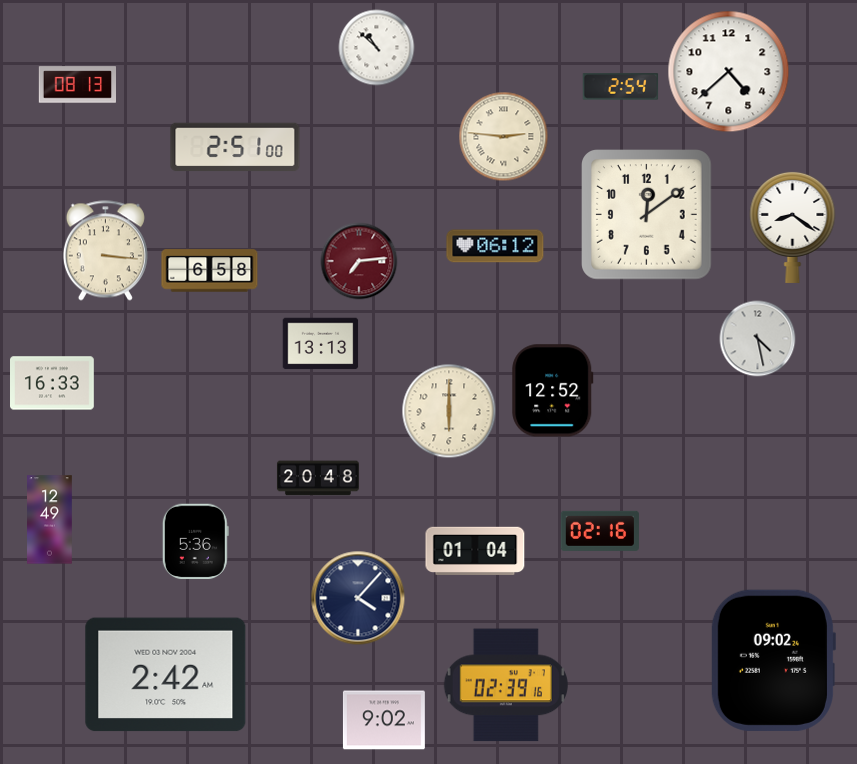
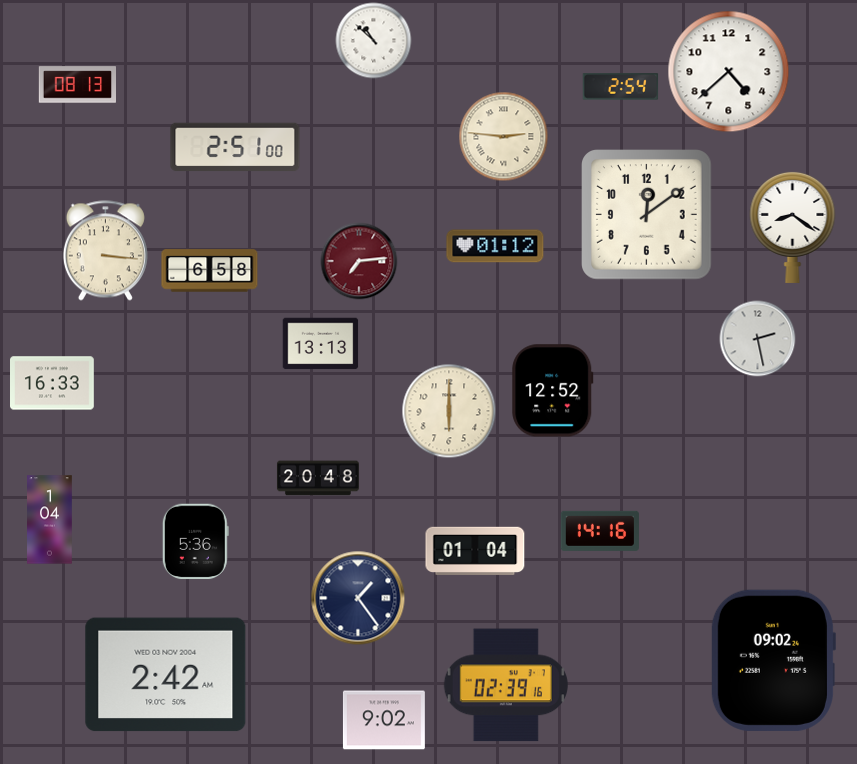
clock at (377, 48) position: (377, 48) -> (374, 41)
clock at (495, 246): 06:12 -> 01:12
clock at (758, 339): 4:28 -> 2:28
clock at (50, 520): 12:49 -> 1:04
clock at (600, 531): 02:16 -> 14:16
clock at (358, 598): 4:07 -> 1:24
